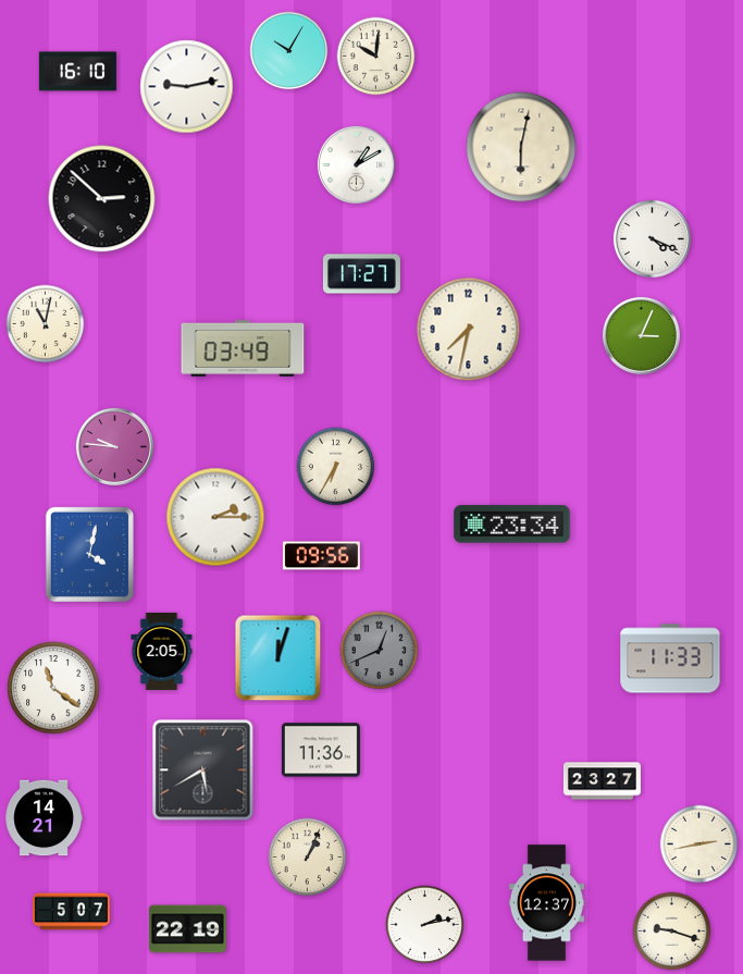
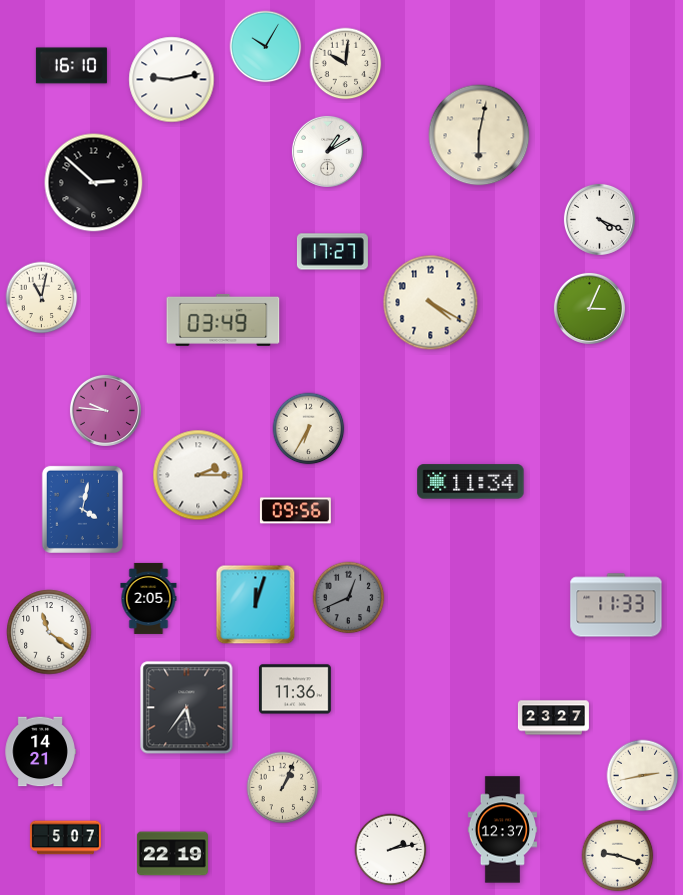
clock at (376, 57) position: (376, 57) -> (346, 64)
clock at (469, 330): 7:32 -> 4:20
clock at (512, 525): 23:34 -> 11:34
clock at (203, 770): 5:40 -> 5:36
